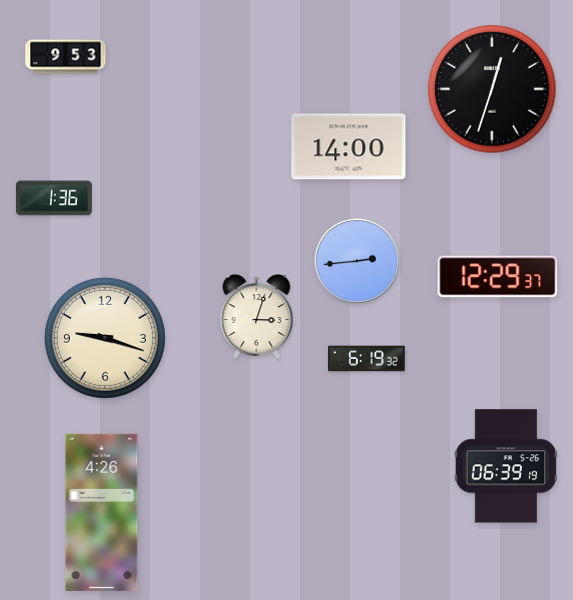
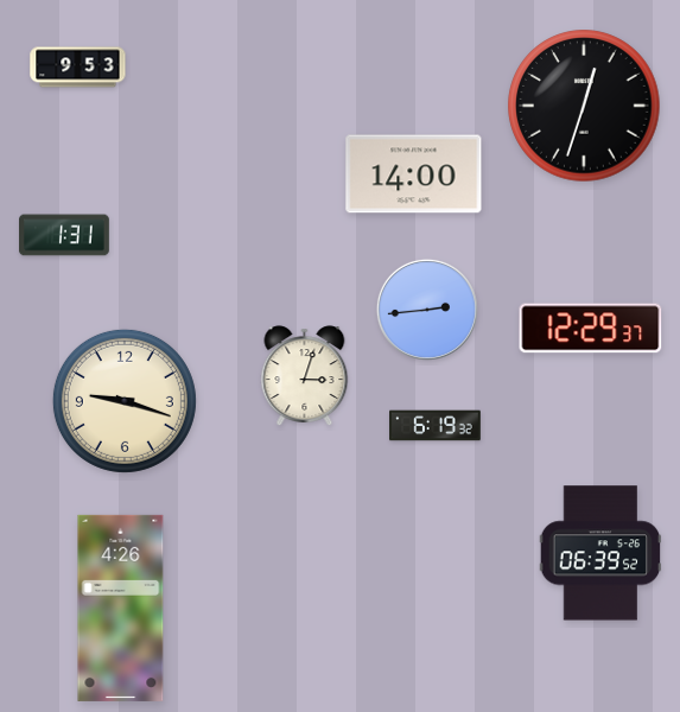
clock at (55, 198): 1:36 -> 1:31
clock at (357, 261) position: (357, 261) -> (427, 310)
clock at (506, 466): 06:39:19 -> 06:39:52
